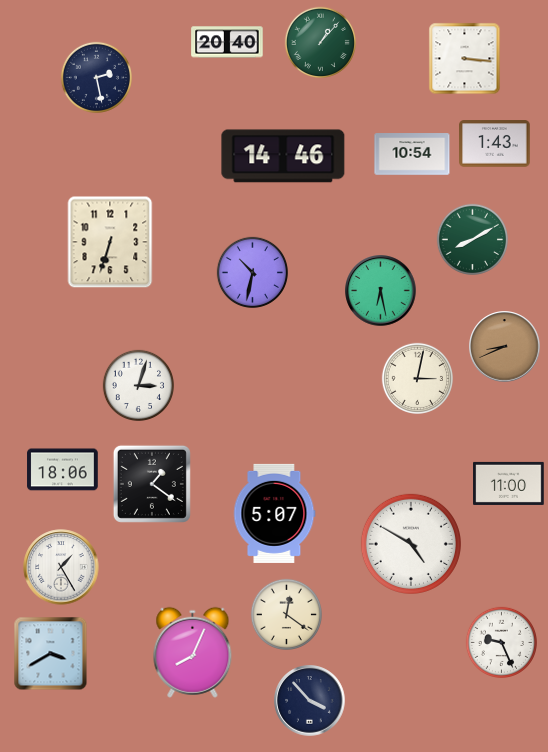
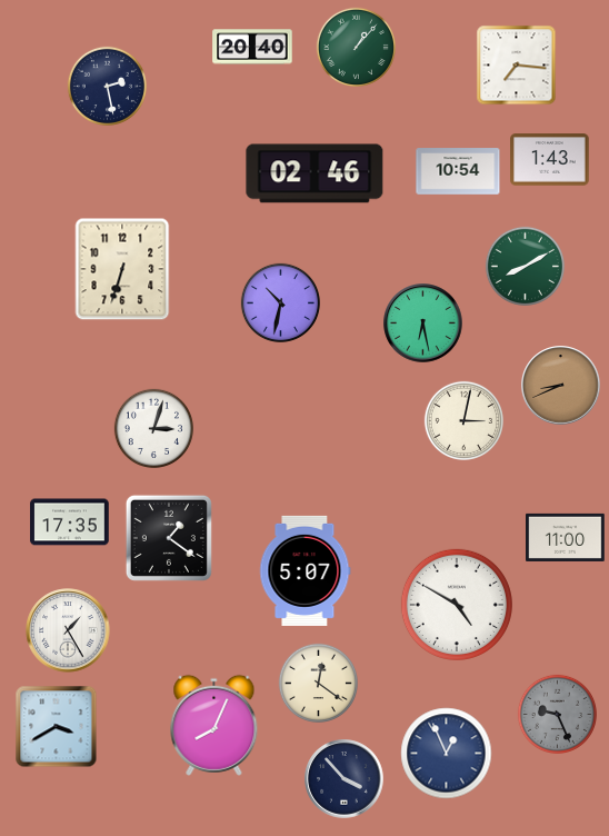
clock at (465, 59): 3:16 -> 7:16
clock at (283, 156): 14:46 -> 02:46
clock at (63, 470): 18:06 -> 17:35
clock at (501, 642) dial: white -> grey
clock at (447, 754): none -> 12:56
